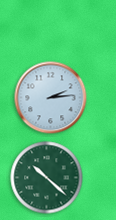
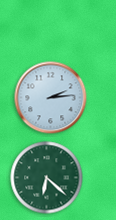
clock at (47, 178): 10:22 -> 6:22
